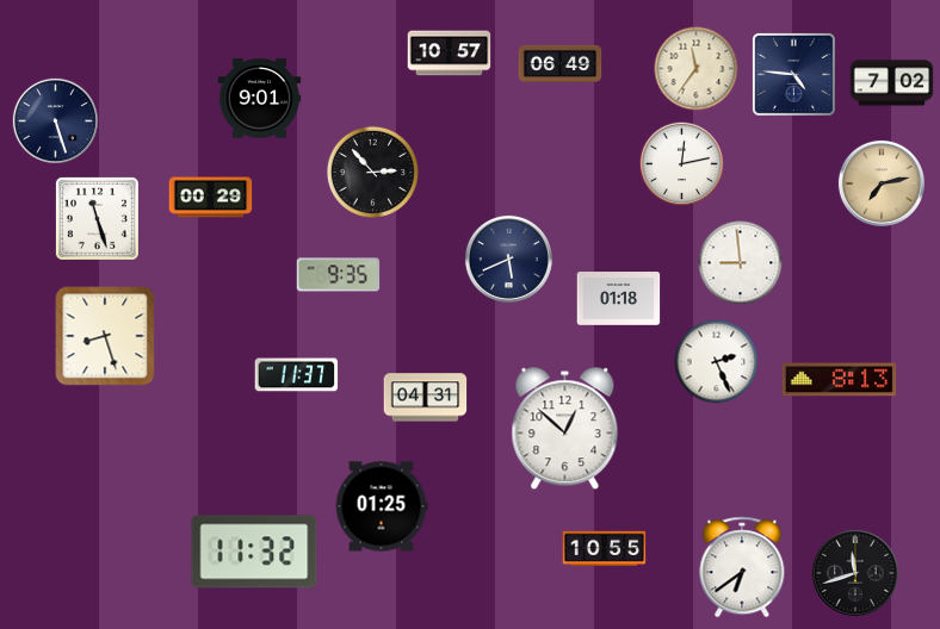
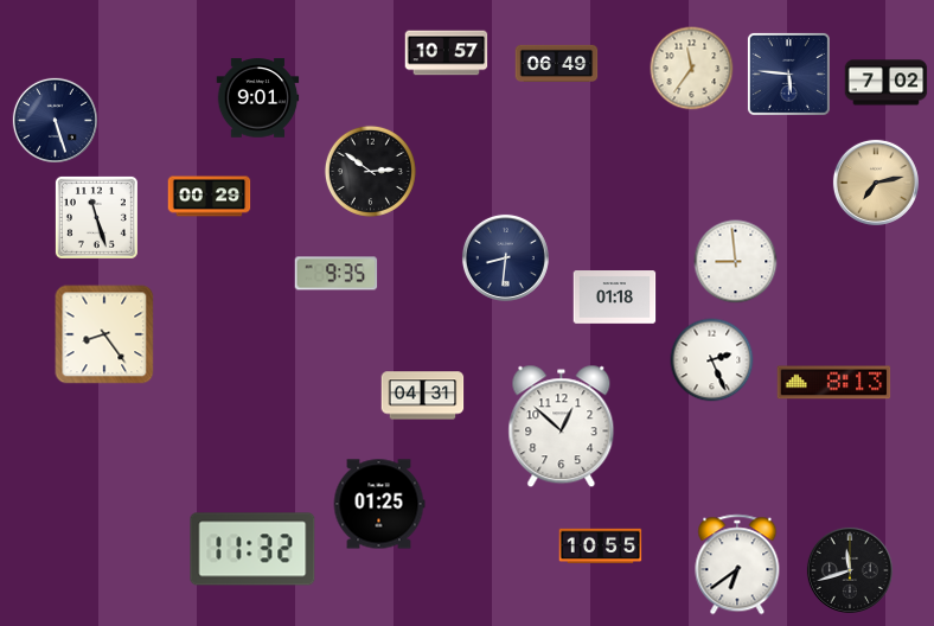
clock at (793, 74): 4:46 -> 5:46
clock at (682, 164): 12:13 -> none
clock at (372, 172): 2:53 -> 2:51
clock at (508, 259): 5:41 -> 8:31
clock at (105, 336): 8:27 -> 8:24
clock at (297, 375): 11:37 -> none
clock at (840, 380) position: (840, 380) -> (834, 383)
